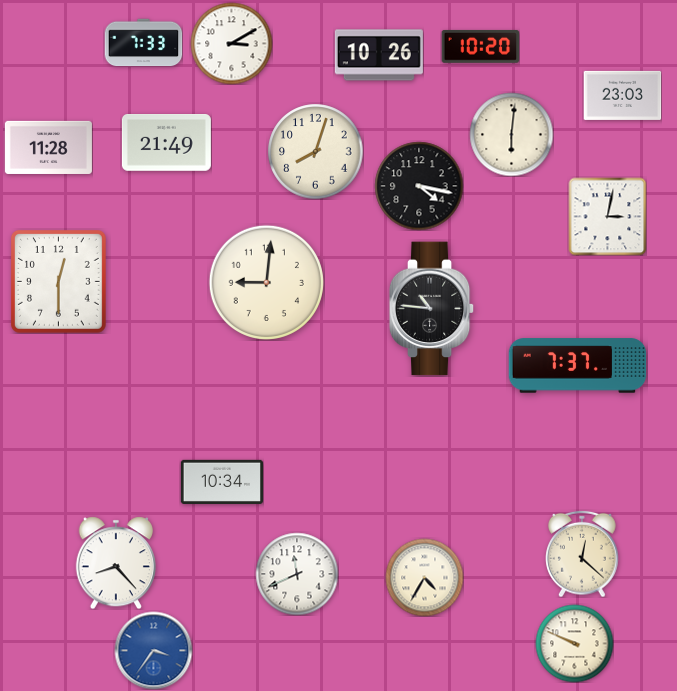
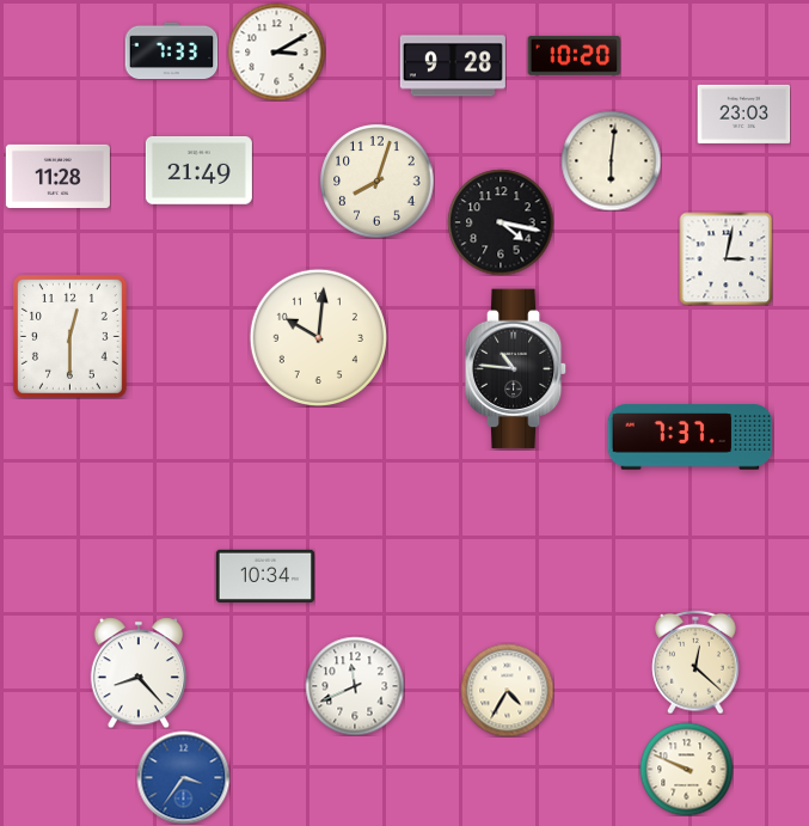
clock at (379, 55): 10:26 -> 9:28
clock at (266, 282): 9:01 -> 10:01
